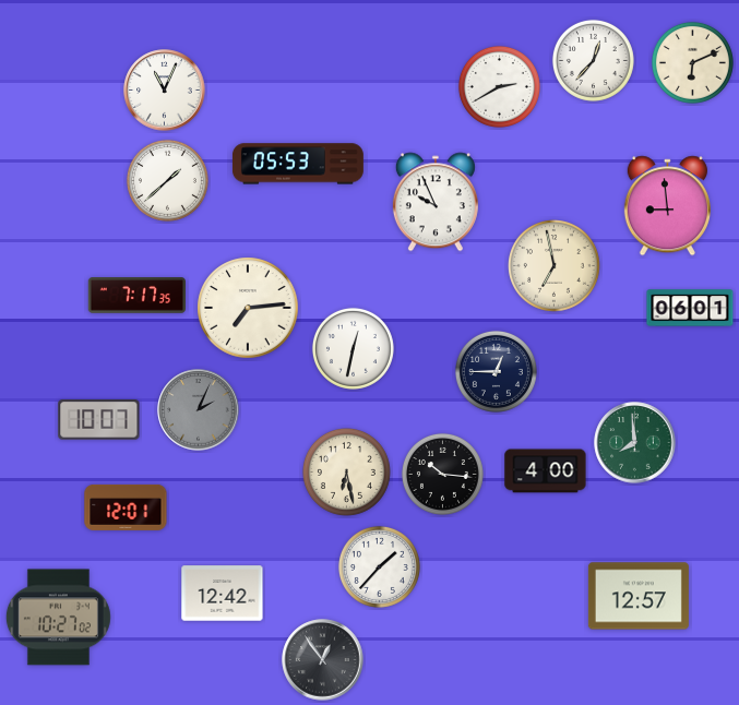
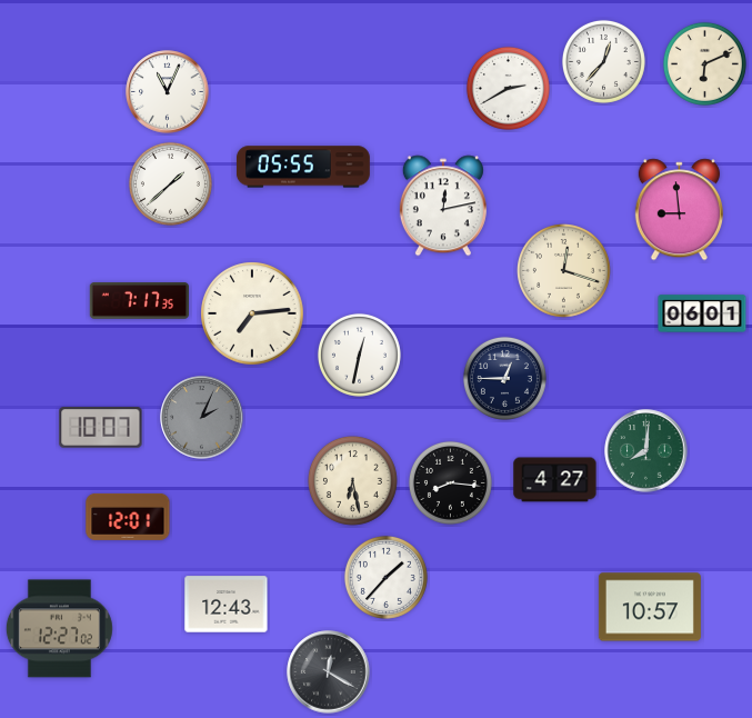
clock at (298, 164): 05:53 -> 05:55
clock at (436, 202): 9:56 -> 12:13
clock at (555, 266): 6:58 -> 12:18
clock at (635, 443): 7:59 -> 8:01
clock at (546, 471): 4:00 -> 4:27
clock at (442, 474): 10:16 -> 8:16
clock at (223, 594): 12:42 -> 12:43
clock at (639, 596): 12:57 -> 10:57
clock at (58, 618): 10:27 -> 12:27
clock at (323, 660): 12:54 -> 12:20
